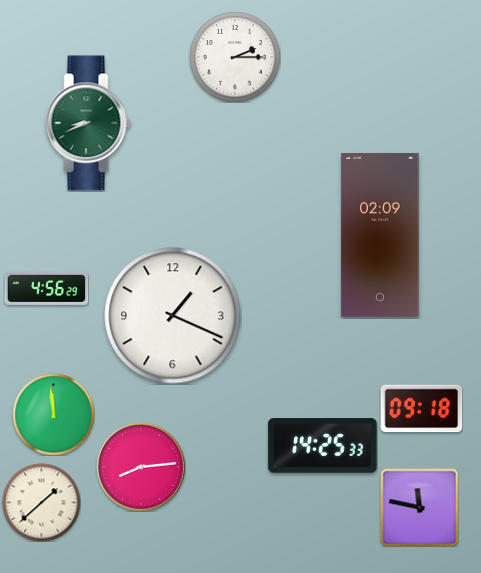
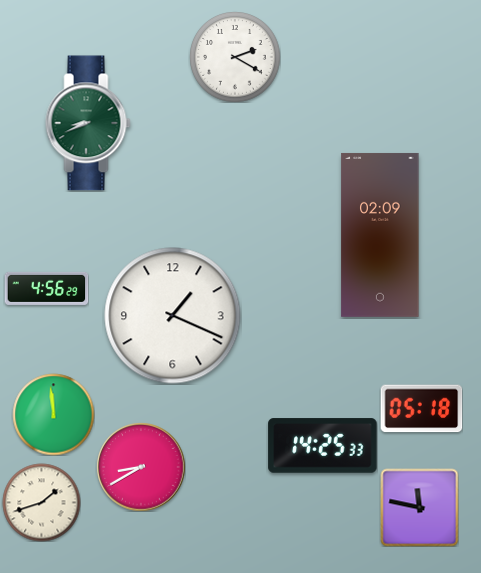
clock at (235, 57): 2:15 -> 2:20
clock at (421, 409): 09:18 -> 05:18
clock at (141, 467): 8:14 -> 8:40
clock at (41, 502): 1:38 -> 1:42
